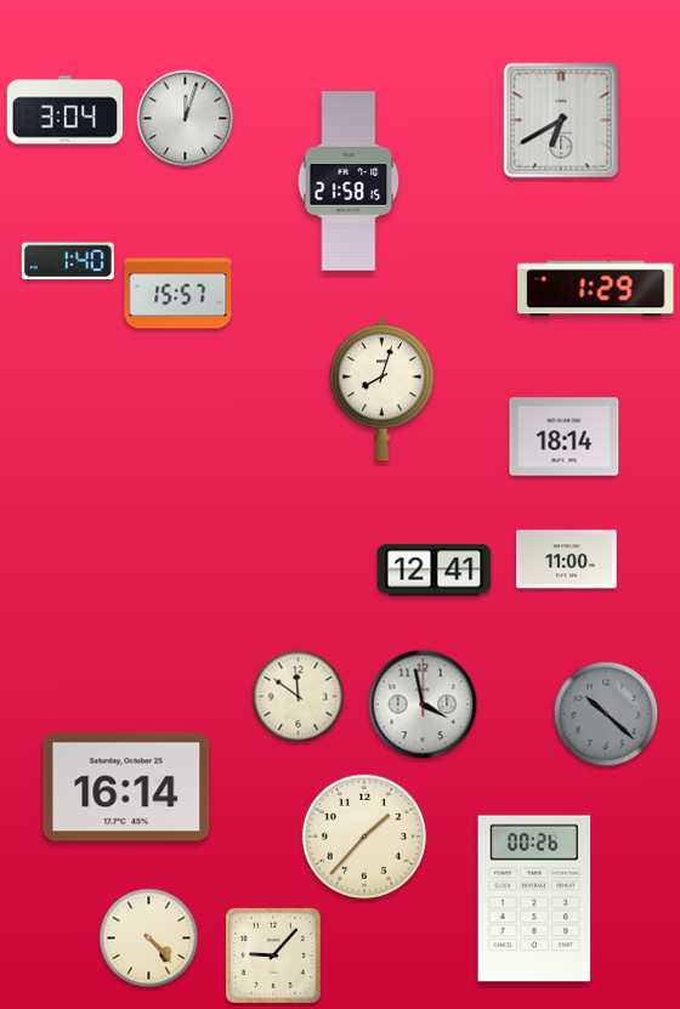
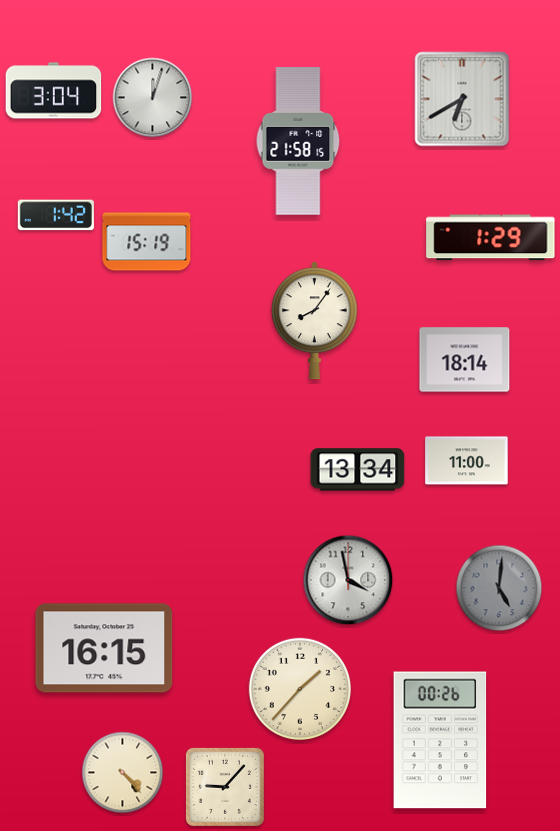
clock at (348, 181) position: (348, 181) -> (298, 141)
clock at (68, 261): 1:40 -> 1:42
clock at (178, 294): 15:57 -> 15:19
clock at (381, 390): 8:03 -> 8:06
clock at (435, 571): 12:41 -> 13:34
clock at (299, 697): 11:51 -> none
clock at (606, 714): 10:22 -> 5:01
clock at (126, 787): 16:14 -> 16:15
